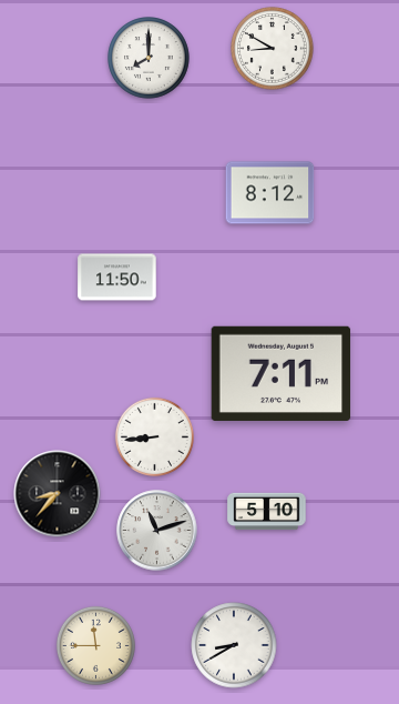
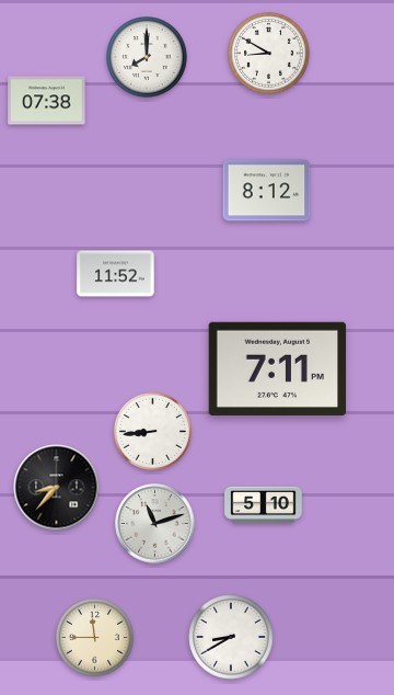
clock at (273, 49) position: (273, 49) -> (269, 54)
clock at (47, 101): none -> 07:38
clock at (117, 278): 11:50 -> 11:52
